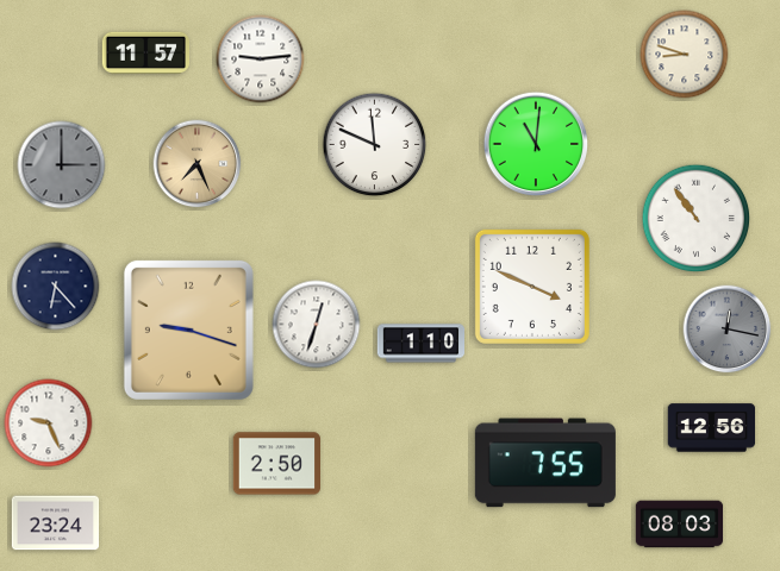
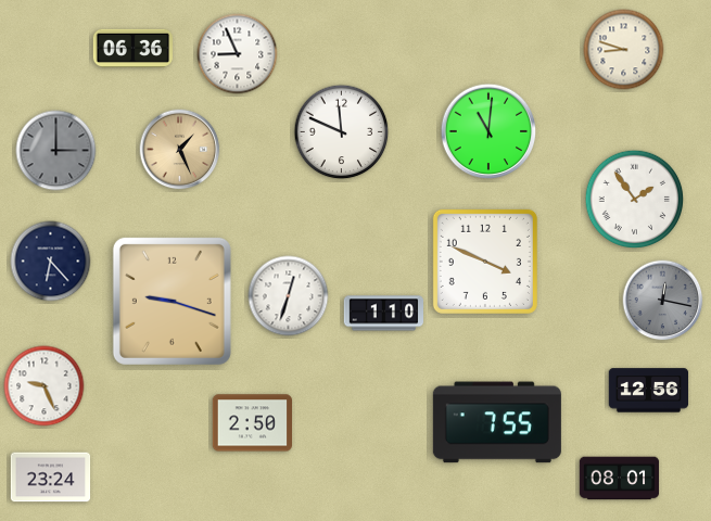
clock at (145, 52): 11:57 -> 06:36
clock at (261, 59): 9:14 -> 8:56
clock at (198, 164): 7:26 -> 1:26
clock at (697, 219): 10:54 -> 1:54
clock at (680, 525): 08:03 -> 08:01
